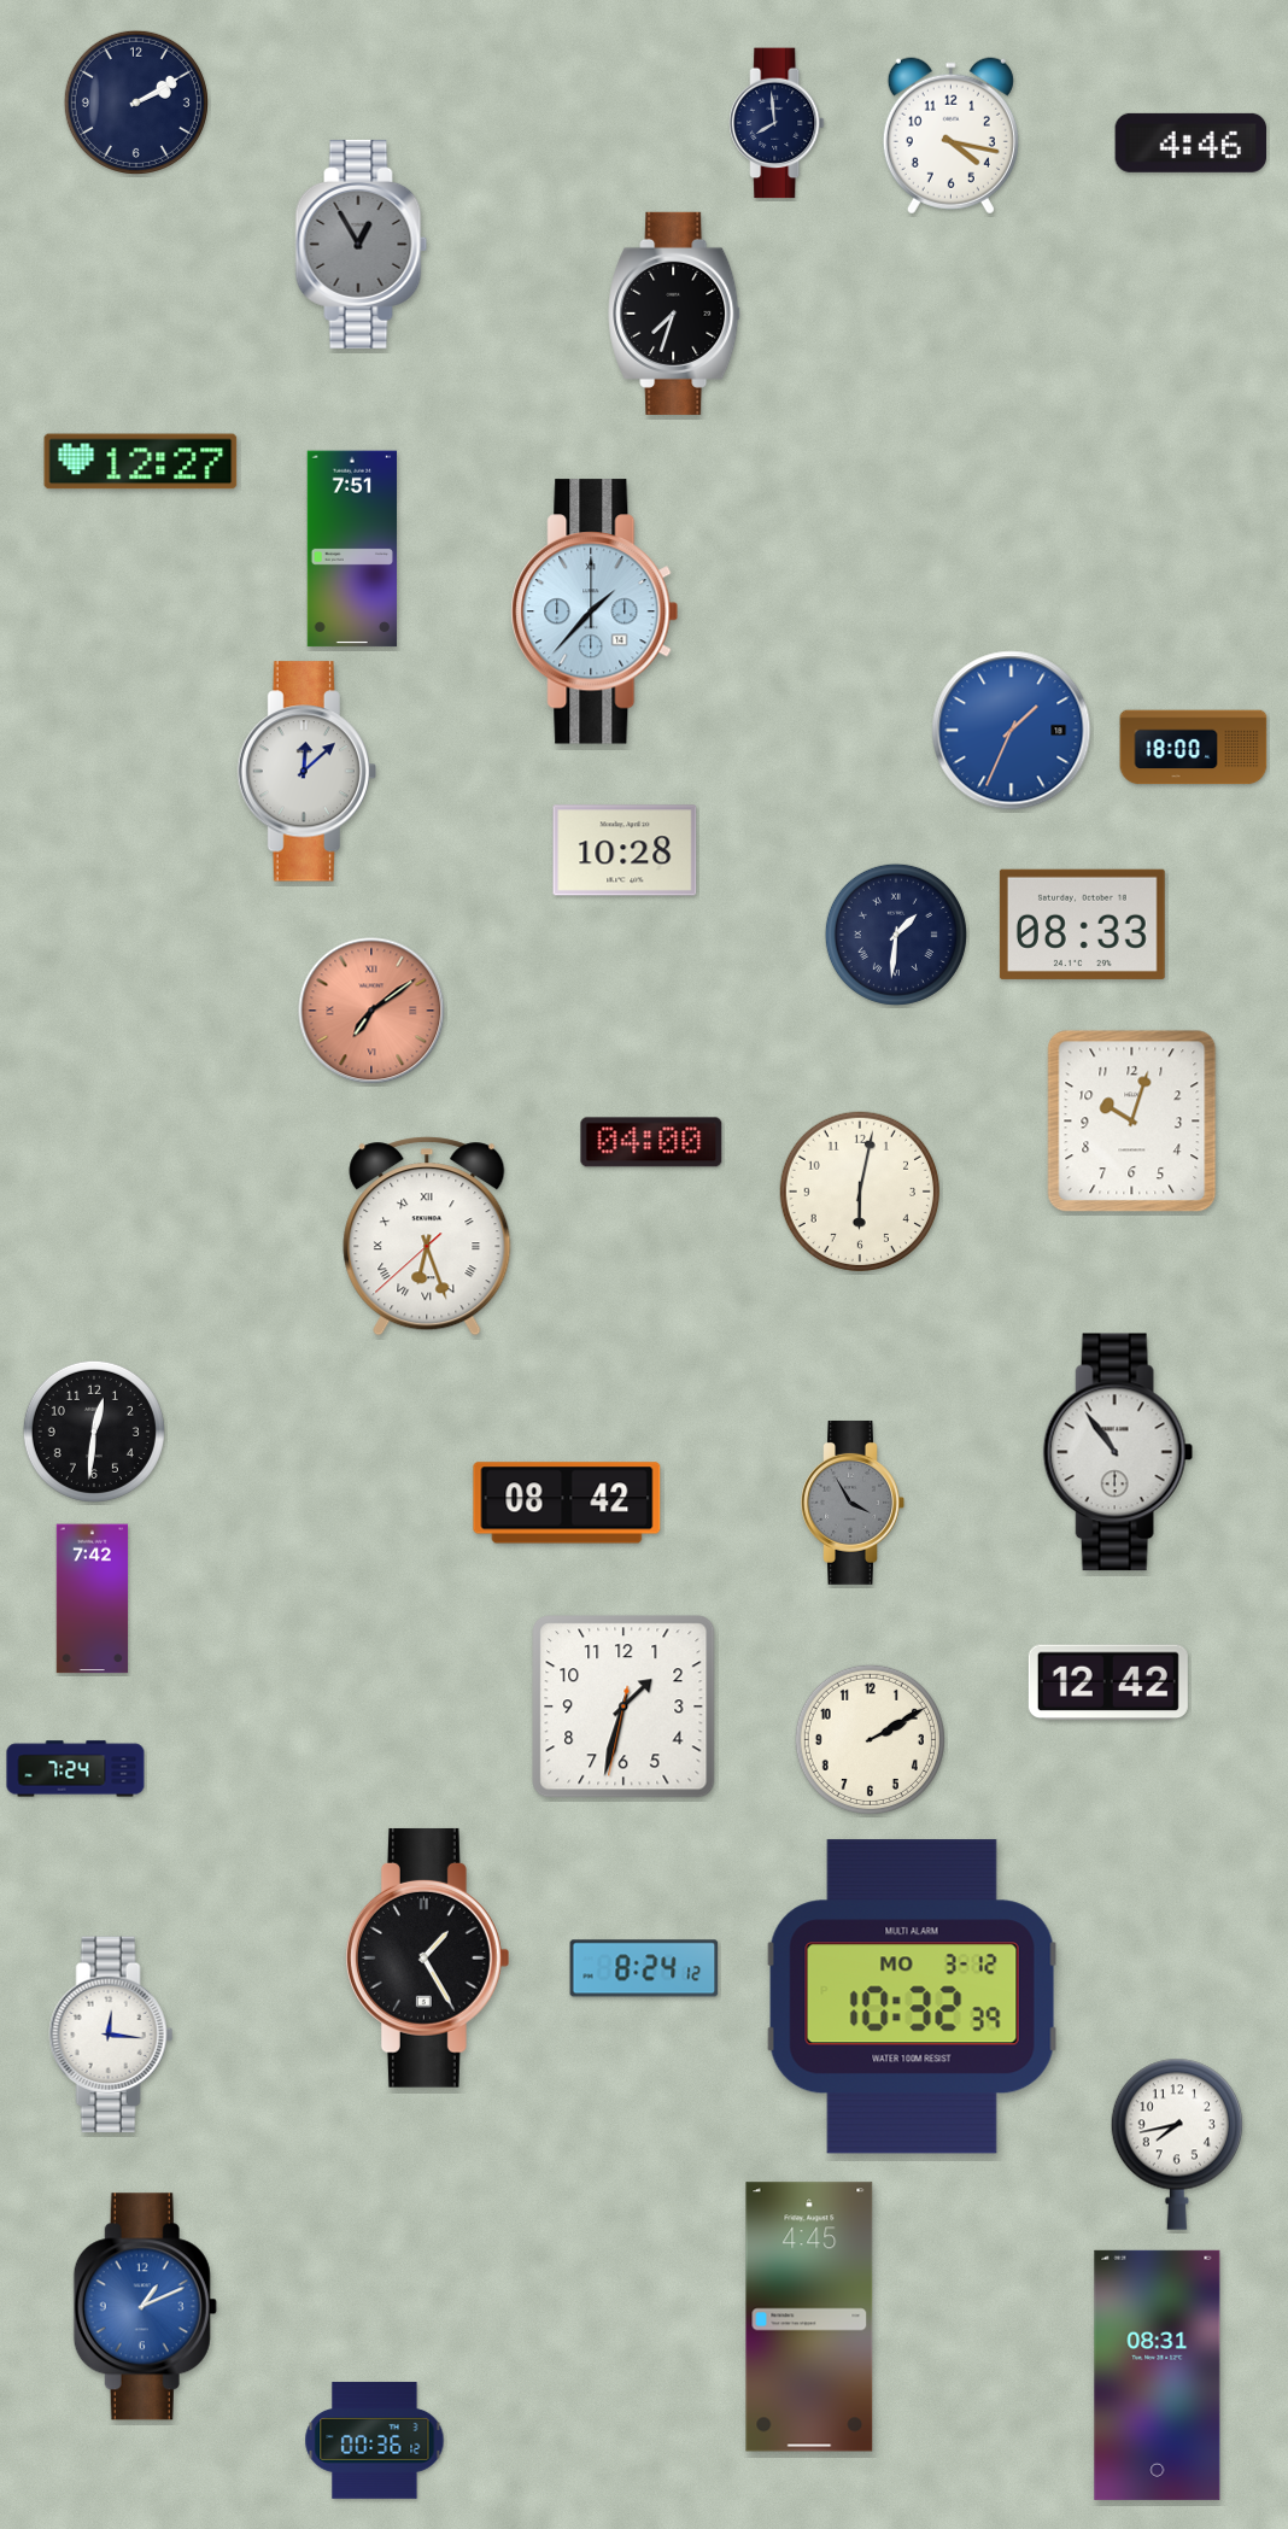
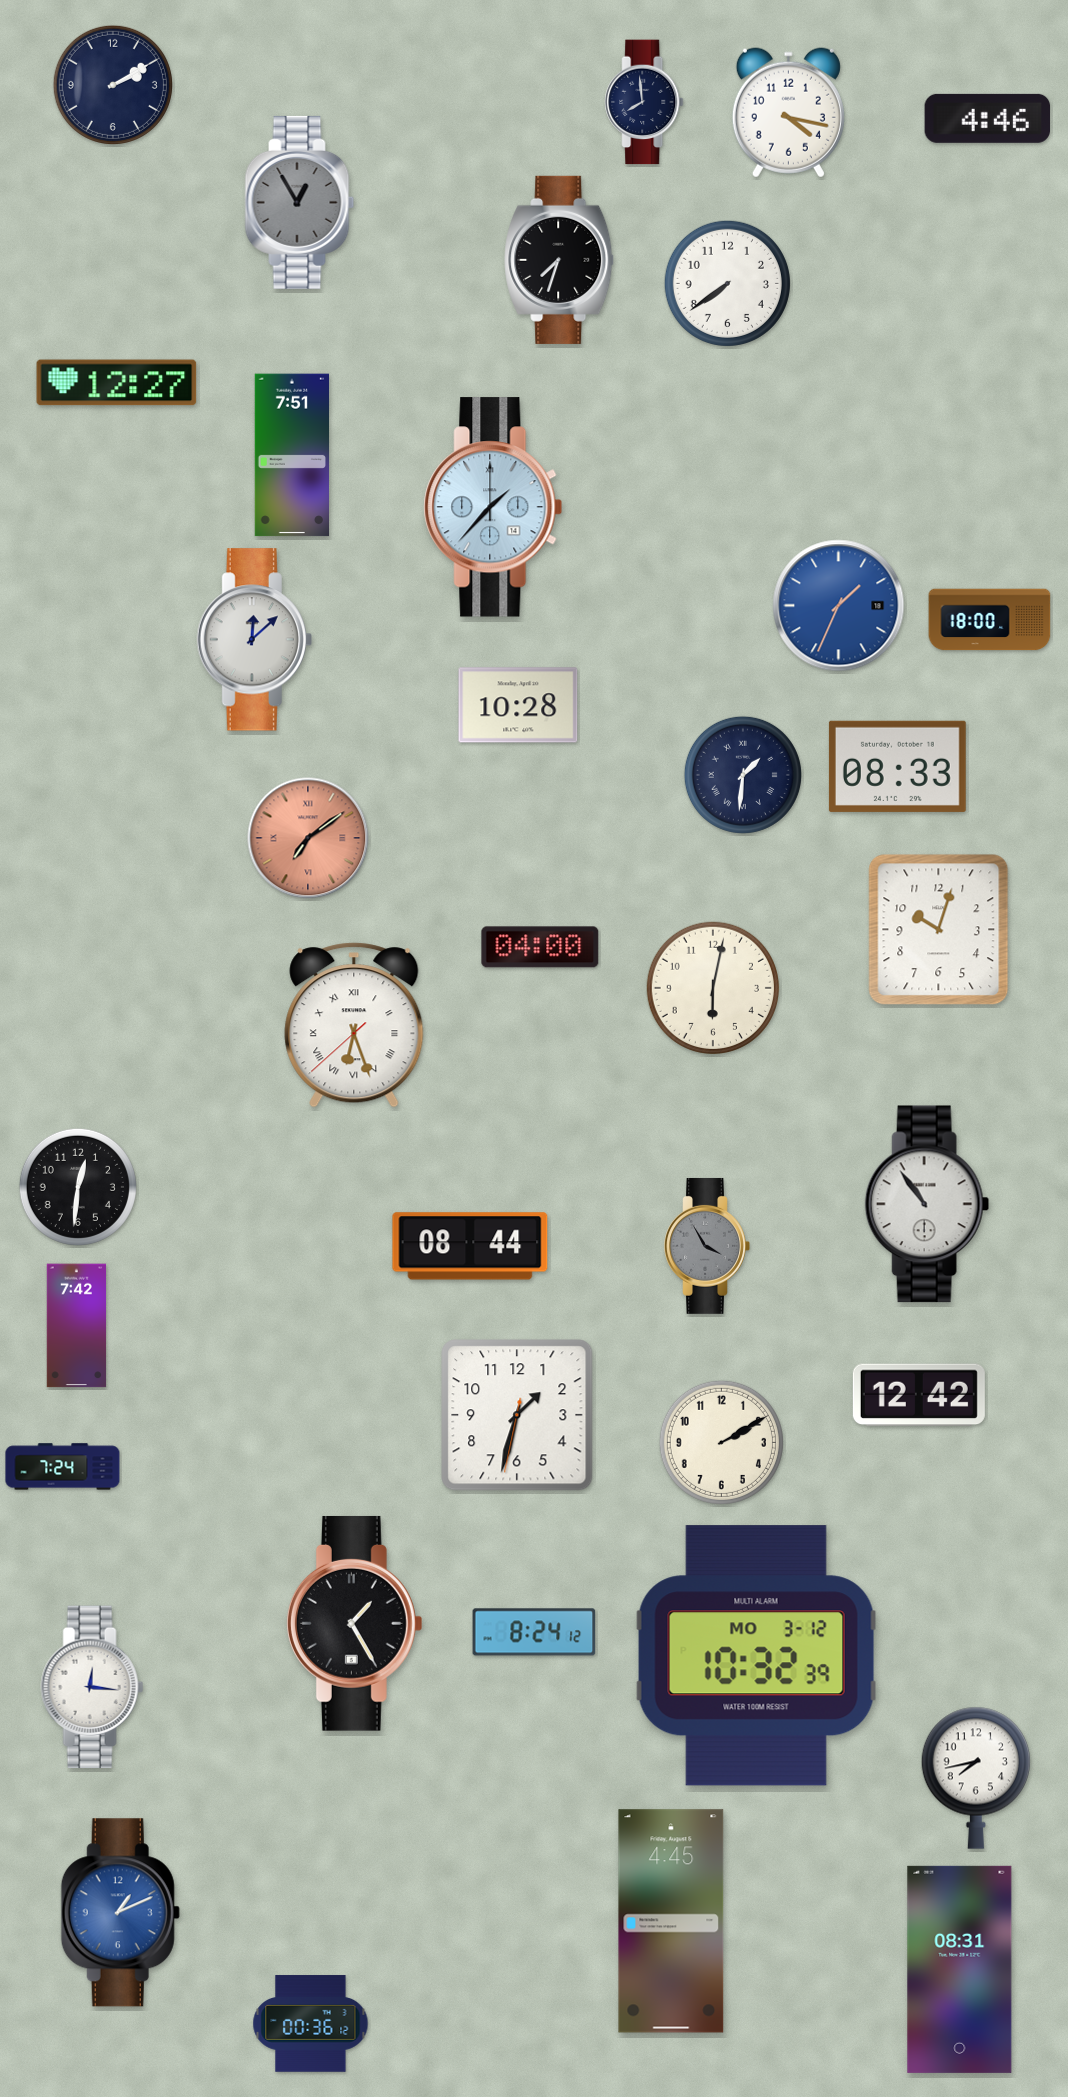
clock at (727, 283): none -> 7:39
clock at (567, 1503): 08:42 -> 08:44
